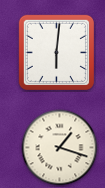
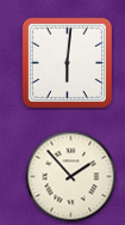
clock at (60, 148): 1:18 -> 1:53
